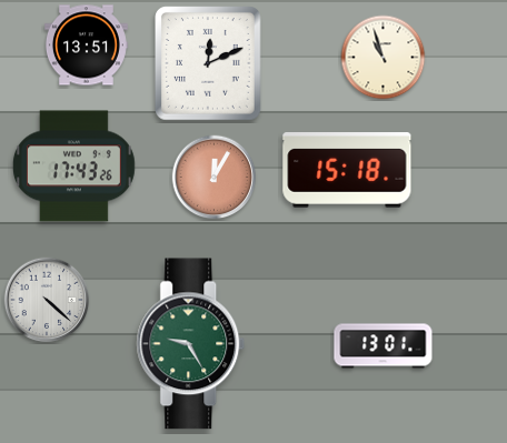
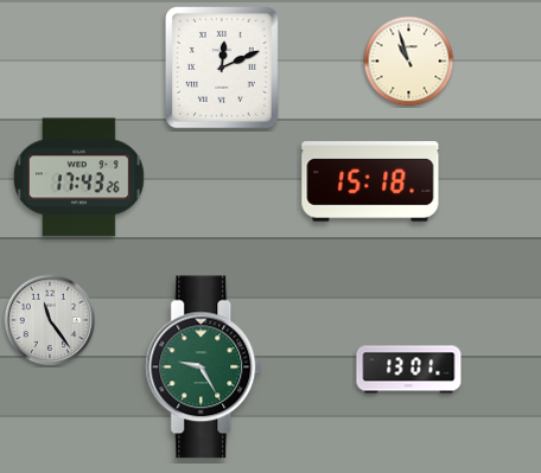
clock at (86, 46): 13:51 -> none
clock at (215, 178): 12:05 -> none
clock at (47, 300): 4:22 -> 11:24
